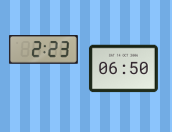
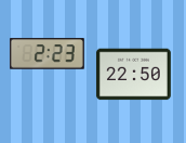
clock at (123, 69): 06:50 -> 22:50
